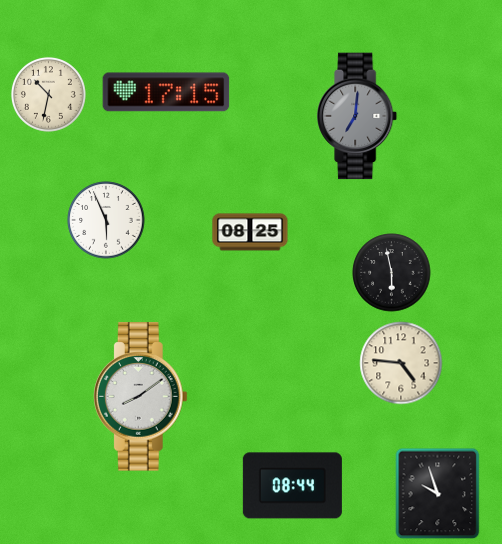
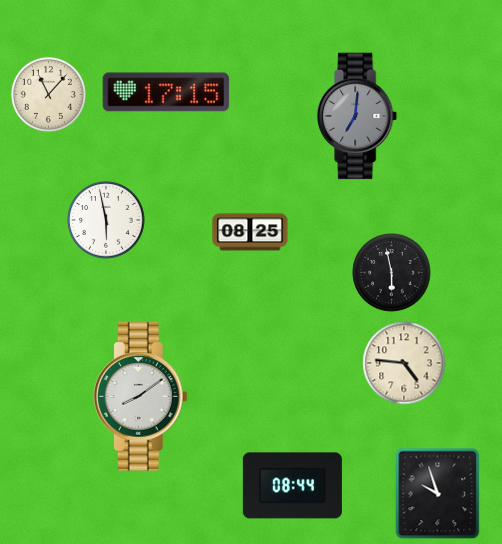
clock at (48, 94): 10:32 -> 11:07
clock at (106, 220): 5:56 -> 5:58
clock at (401, 363) position: (401, 363) -> (404, 363)
